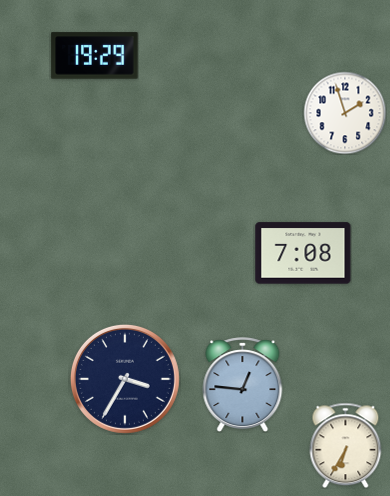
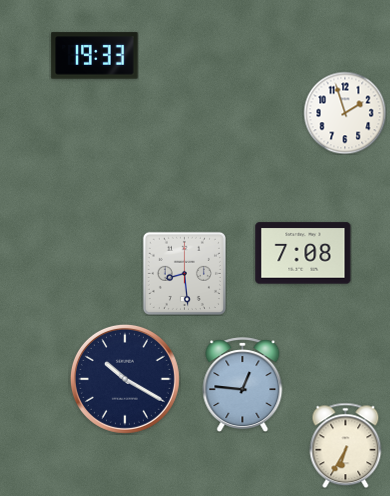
clock at (95, 56): 19:29 -> 19:33
clock at (184, 273): none -> 8:29
clock at (125, 379): 3:35 -> 10:20
